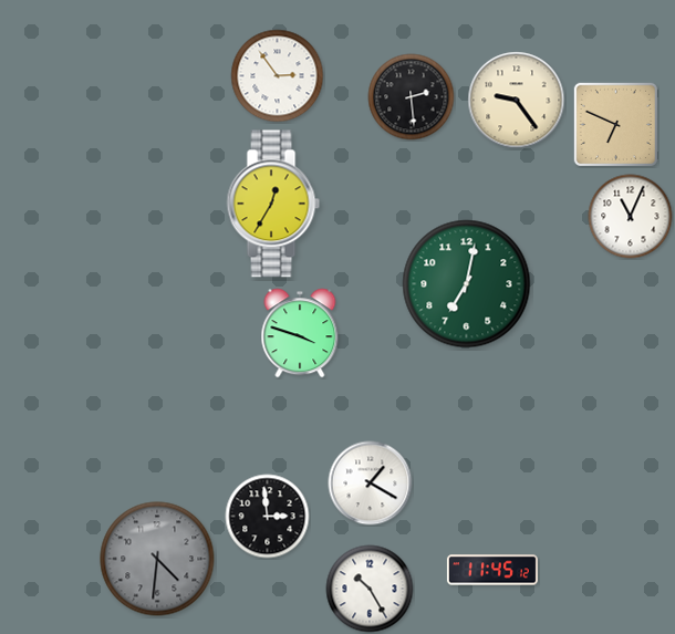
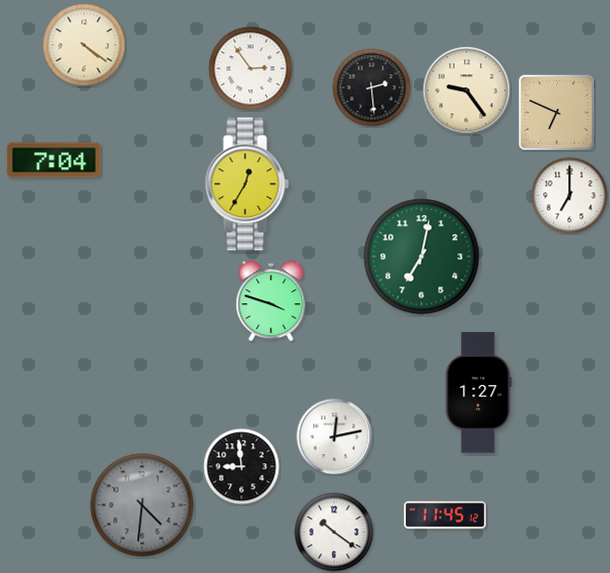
clock at (84, 45): none -> 4:21
clock at (54, 160): none -> 7:04
clock at (631, 217): 11:04 -> 7:00
clock at (479, 393): none -> 1:27
clock at (371, 484): 1:20 -> 12:13
clock at (268, 517): 2:59 -> 8:59
clock at (370, 589): 10:25 -> 10:21
